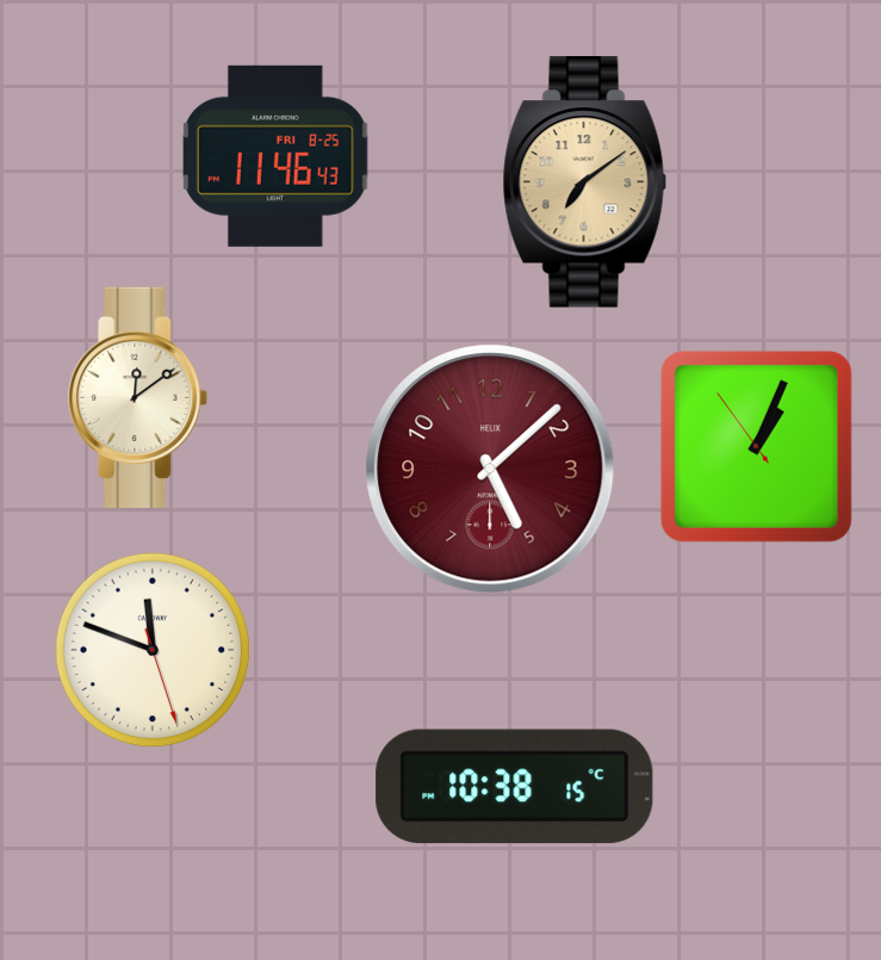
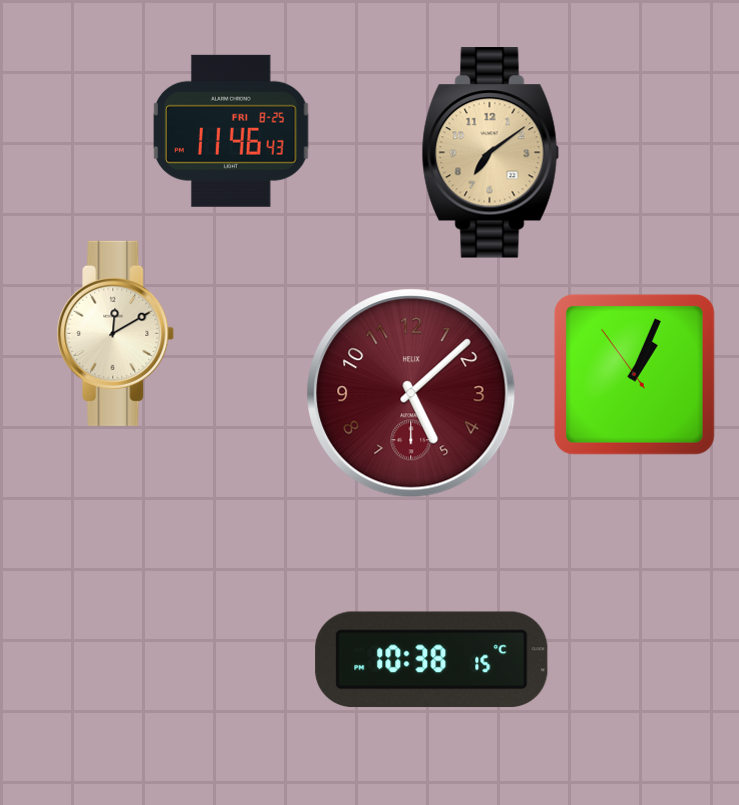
clock at (138, 397): 12:09 -> 12:10
clock at (153, 650): 11:48 -> none
